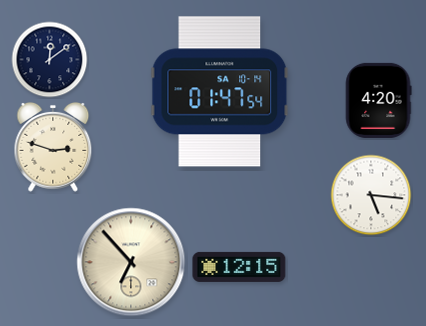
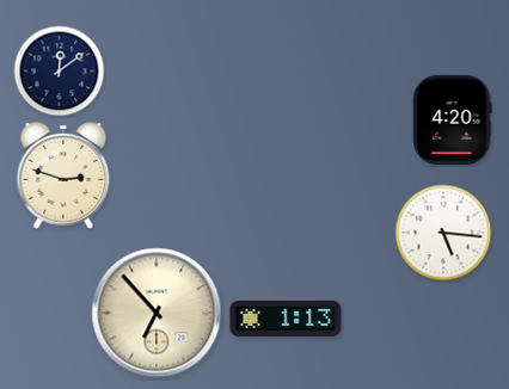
clock at (220, 92): 01:47 -> none
clock at (239, 267): 12:15 -> 1:13
